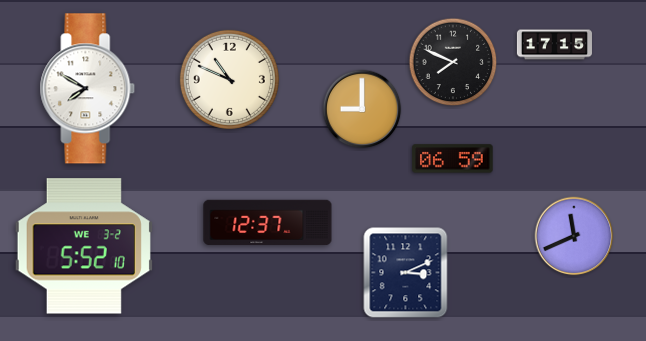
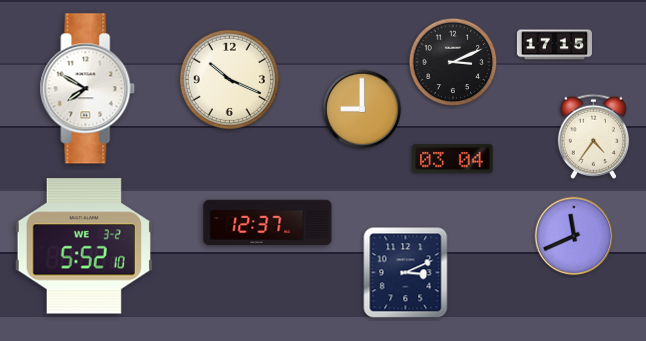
clock at (453, 62): 7:49 -> 3:11
clock at (229, 79): 10:49 -> 10:19
clock at (593, 136): none -> 4:36
clock at (453, 159): 06:59 -> 03:04
